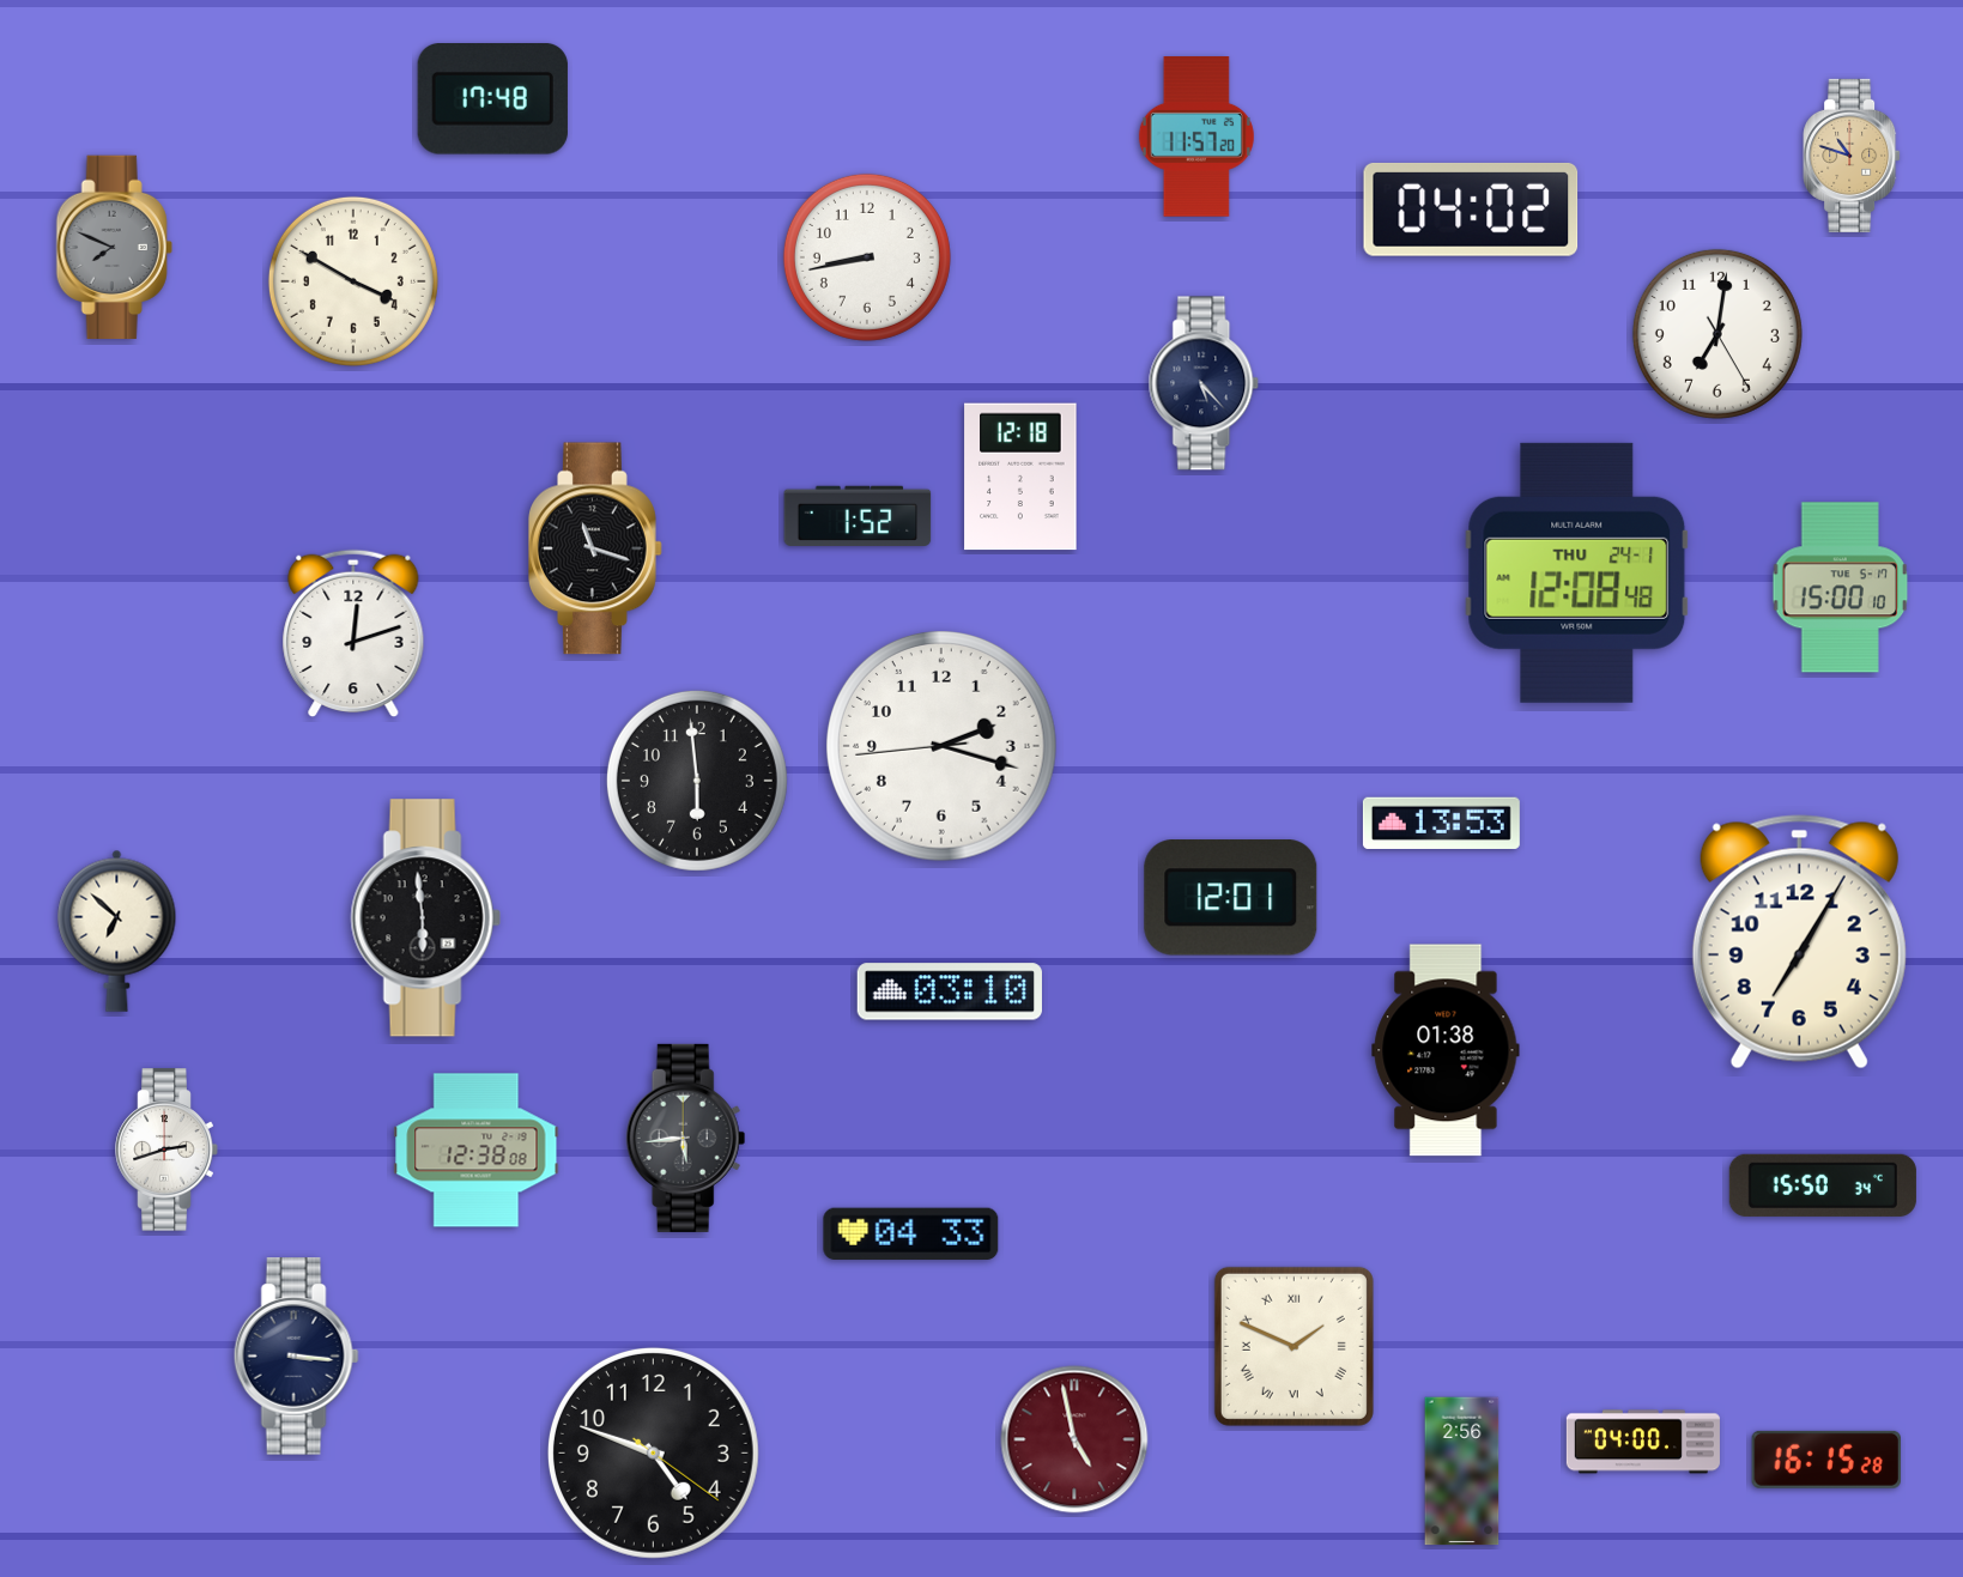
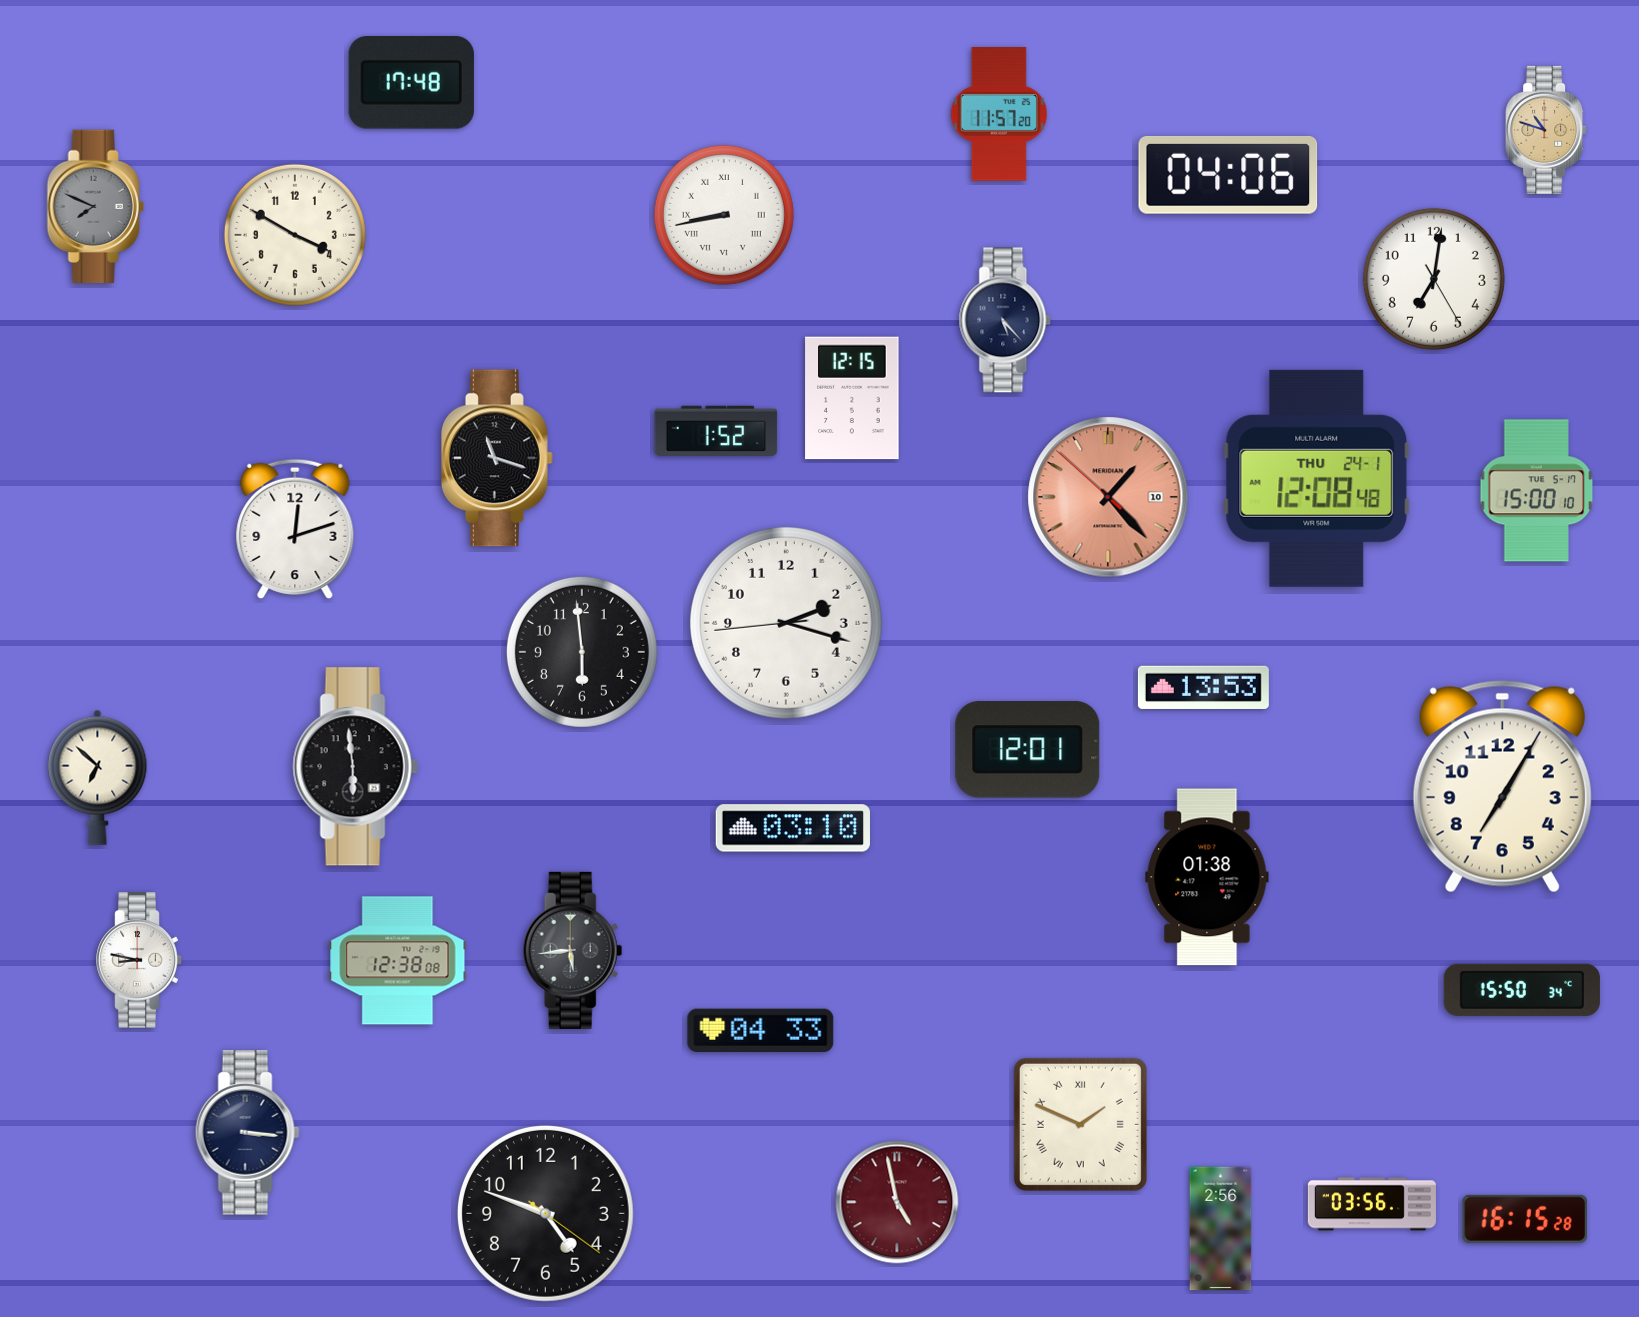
clock at (1471, 210): 04:02 -> 04:06
clock at (867, 257) numerals: Arabic -> Roman
clock at (1020, 477): 12:18 -> 12:15
clock at (1108, 497): none -> 1:22
clock at (166, 1150): 2:42 -> 8:47
clock at (1643, 1442): 04:00 -> 03:56
